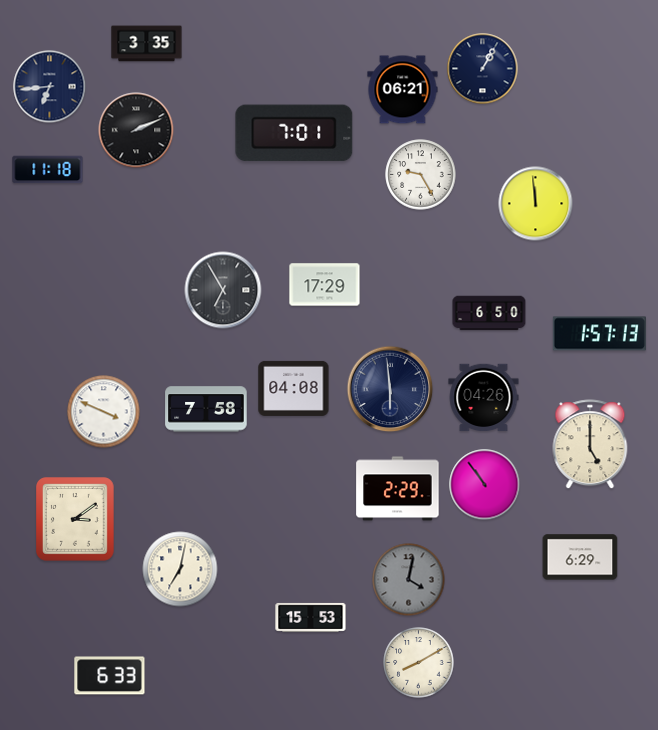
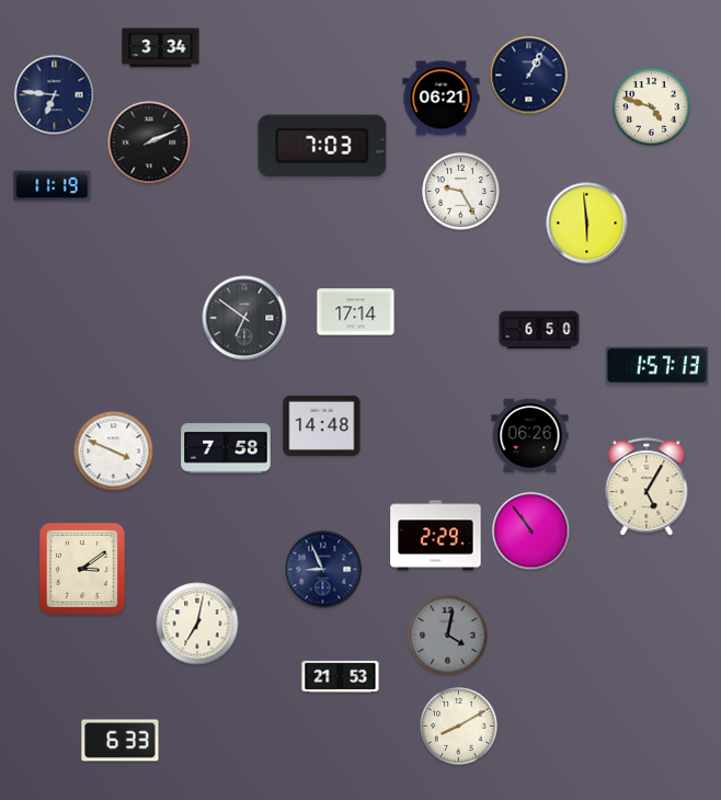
clock at (147, 44): 3:35 -> 3:34
clock at (50, 87): 6:44 -> 6:46
clock at (652, 107): none -> 4:48
clock at (294, 133): 7:01 -> 7:03
clock at (48, 170): 11:18 -> 11:19
clock at (536, 204): 11:59 -> 5:59
clock at (325, 285): 17:29 -> 17:14
clock at (223, 290): 6:55 -> 6:51
clock at (489, 313) position: (489, 313) -> (539, 330)
clock at (294, 388): 04:08 -> 14:48
clock at (390, 389): 5:59 -> none
clock at (484, 398): 04:26 -> 06:26
clock at (590, 445): 5:00 -> 5:05
clock at (323, 570): none -> 8:56
clock at (580, 557): 6:29 -> none
clock at (311, 617): 15:53 -> 21:53
